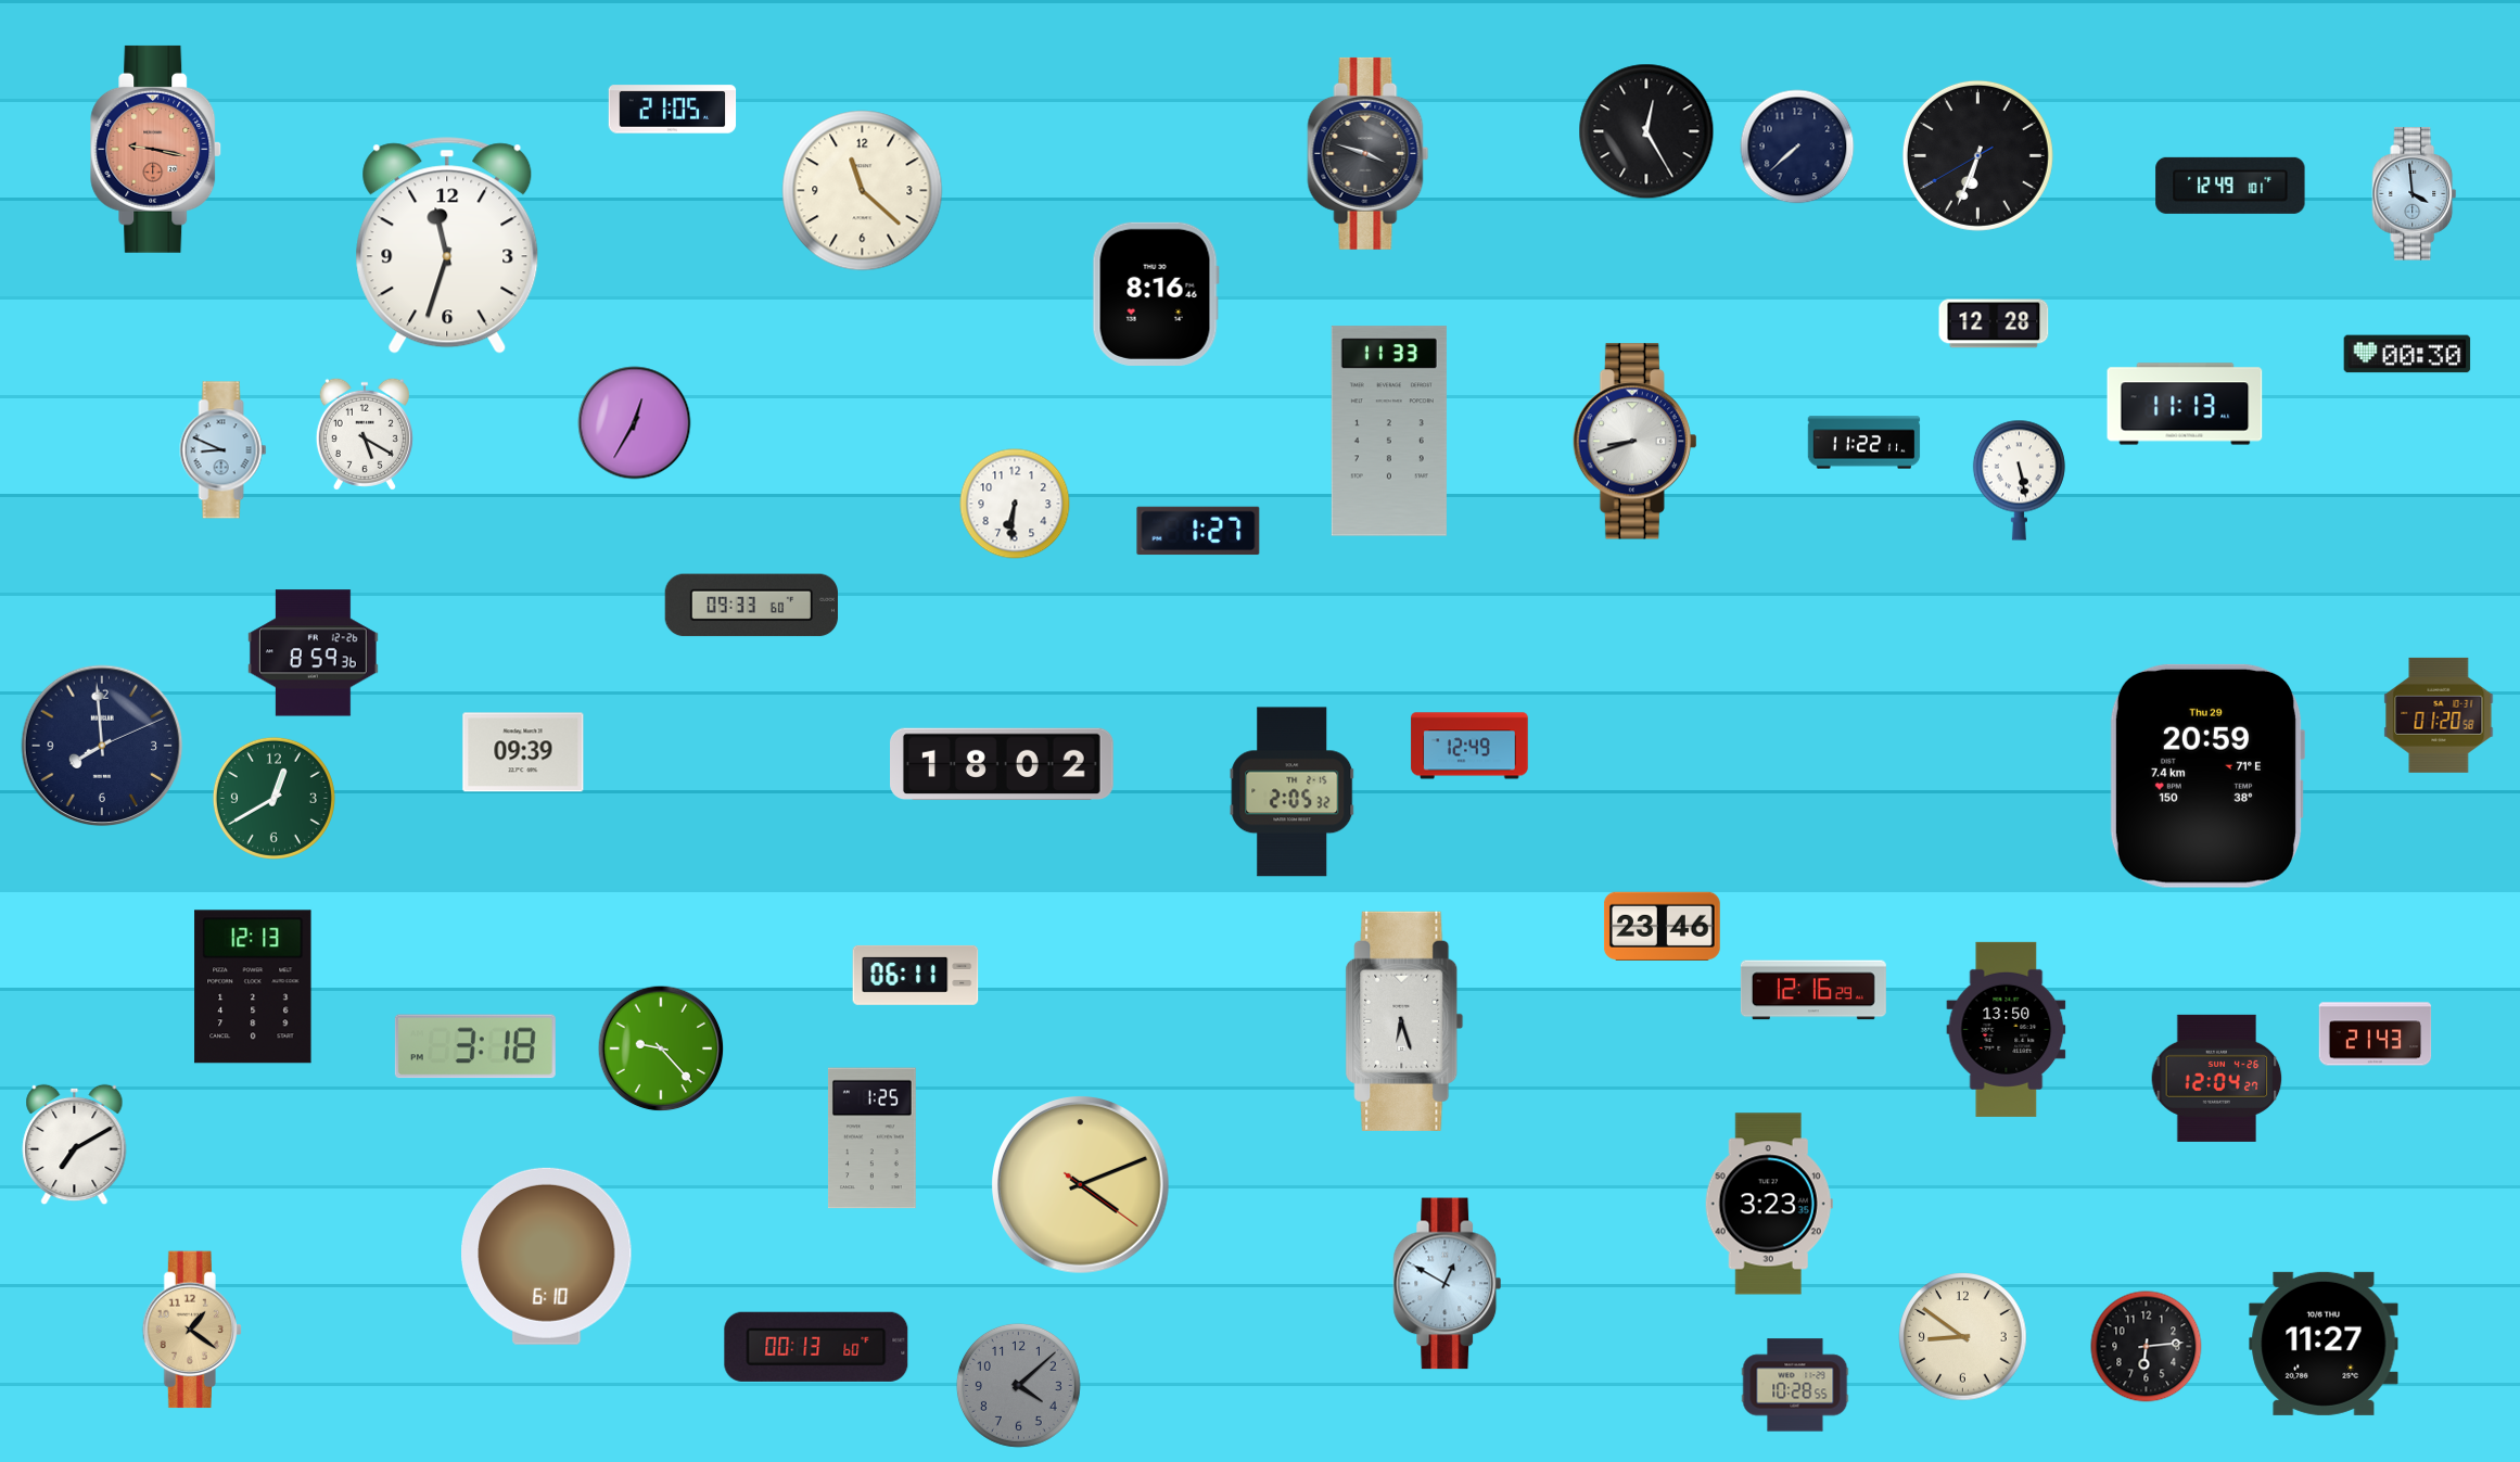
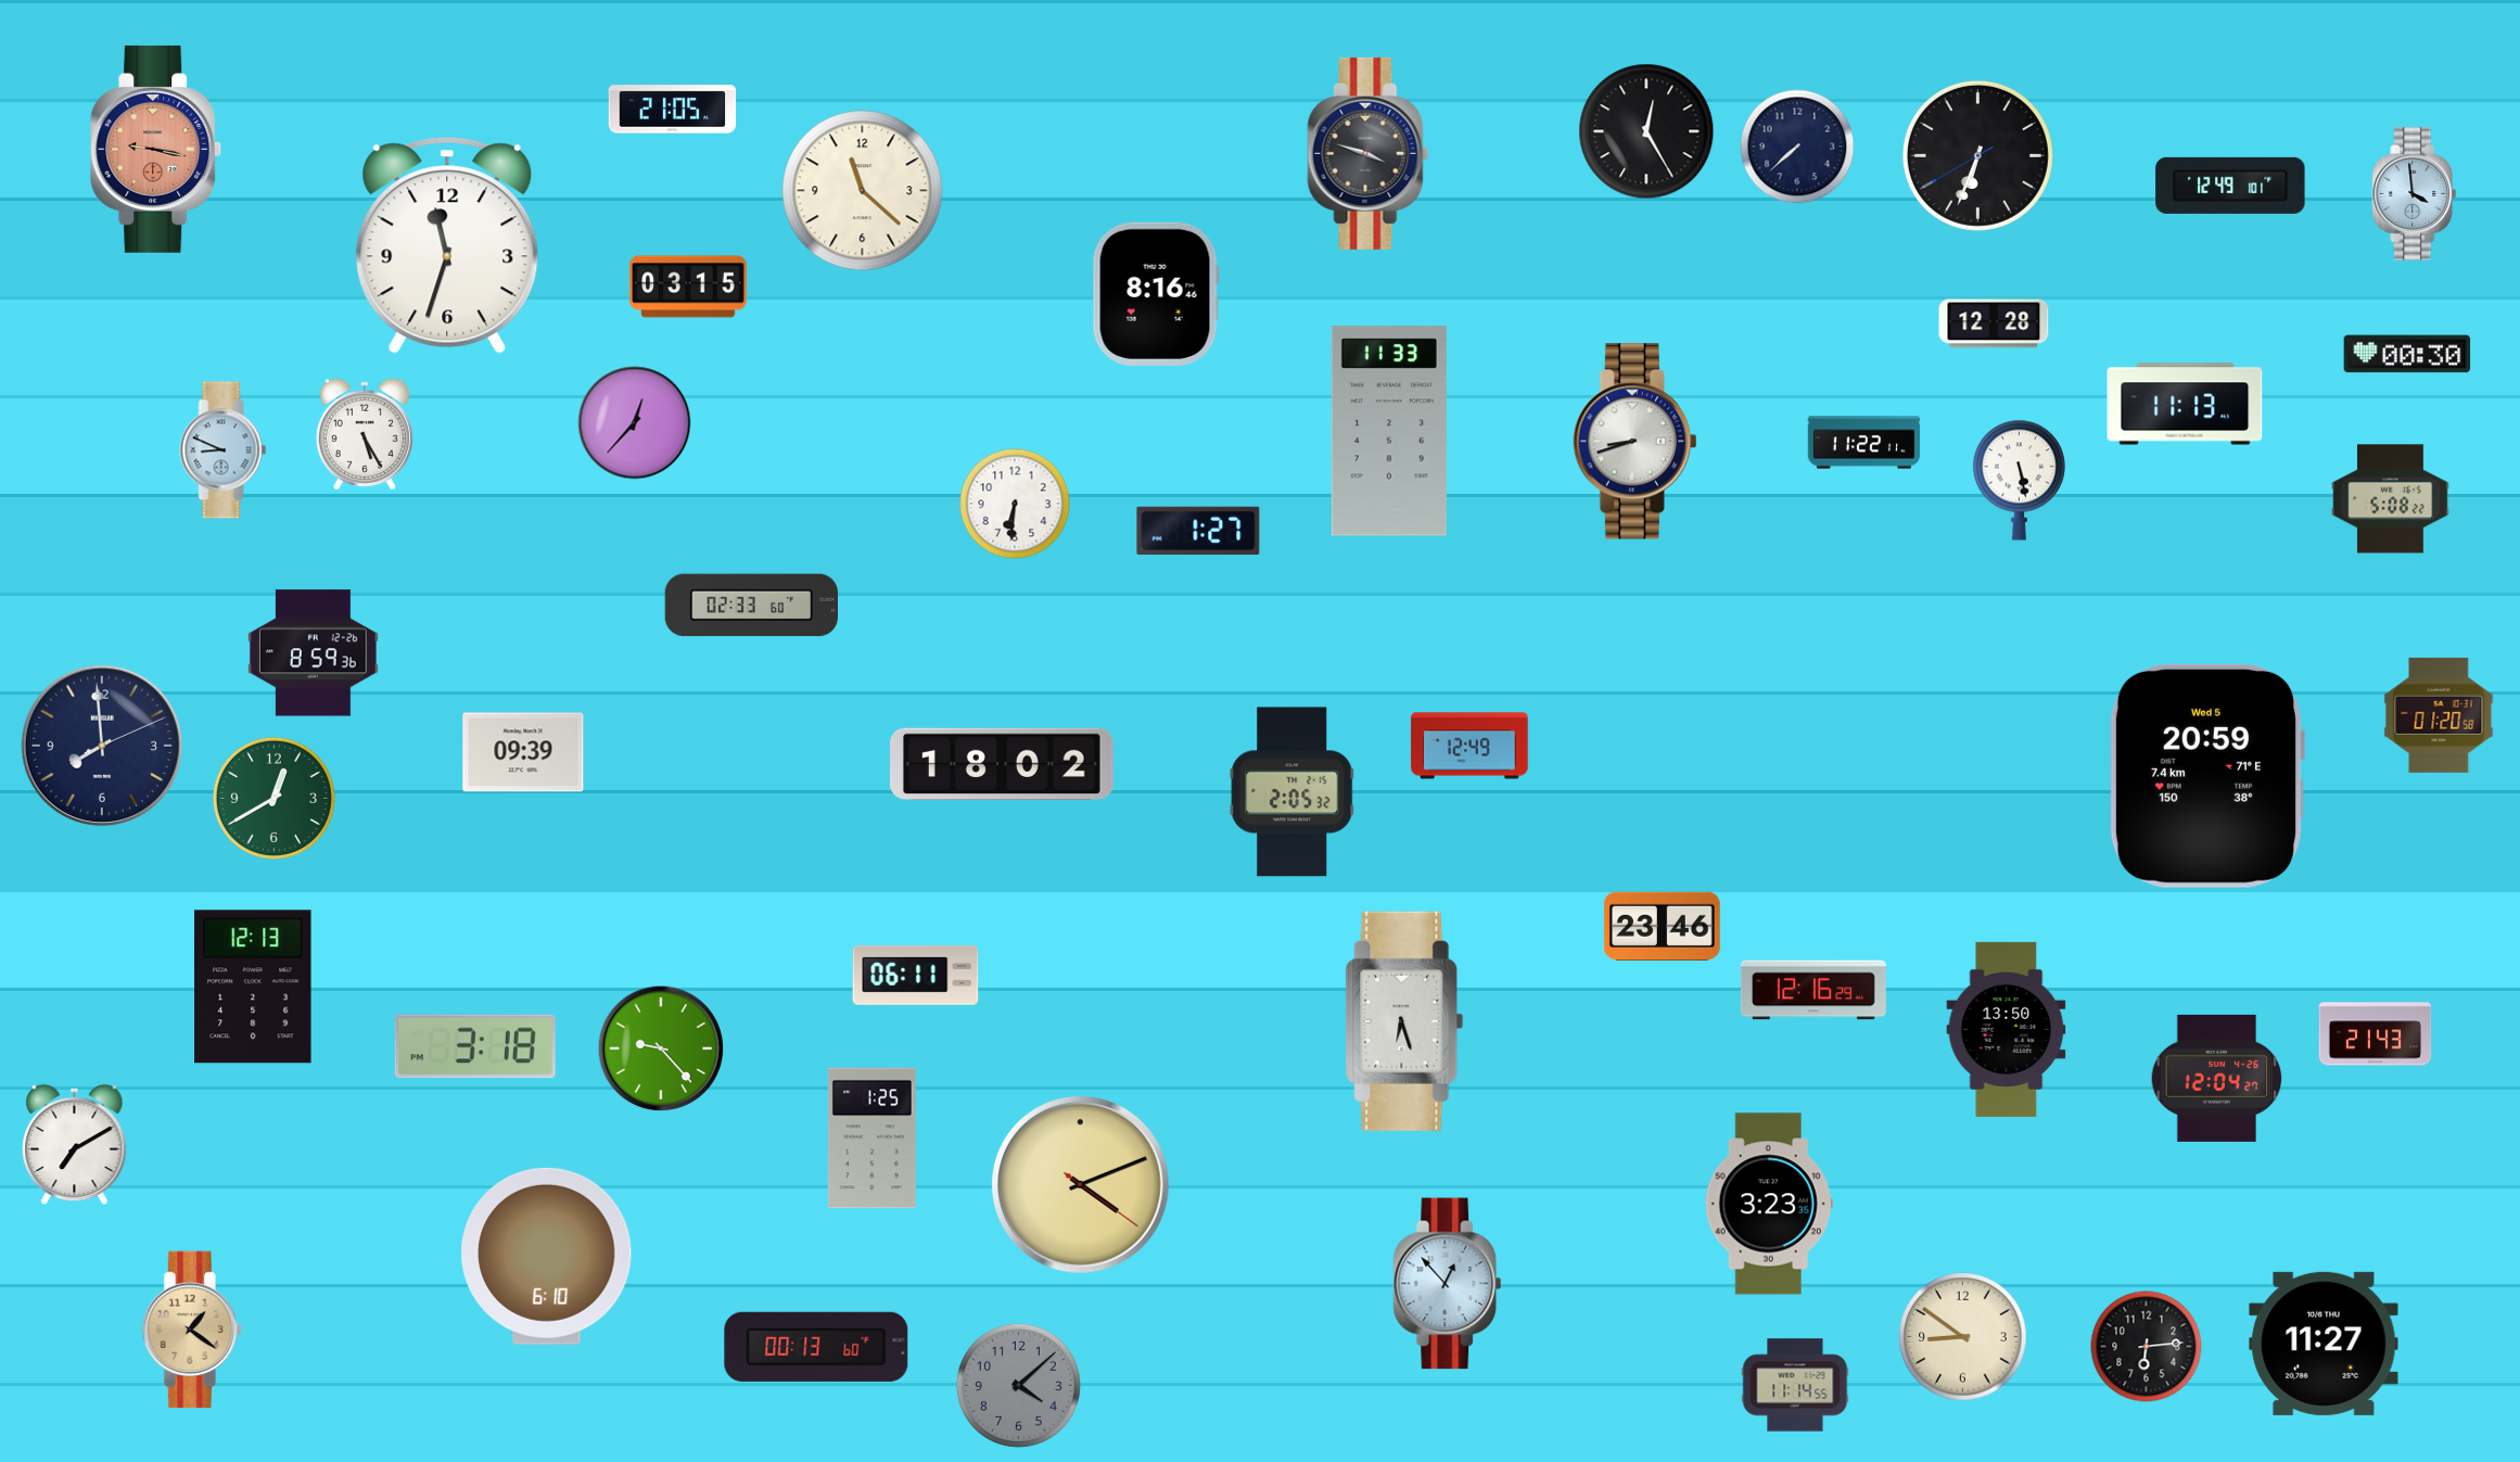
clock at (688, 287): none -> 03:15
clock at (635, 423): 12:35 -> 12:37
clock at (365, 434): 5:20 -> 5:25
clock at (2391, 499): none -> 5:08
clock at (751, 606): 09:33 -> 02:33
clock at (2206, 776) date: Thu 29 -> Wed 5
clock at (1448, 1284): 12:50 -> 12:53
clock at (1795, 1385): 10:28 -> 11:14
